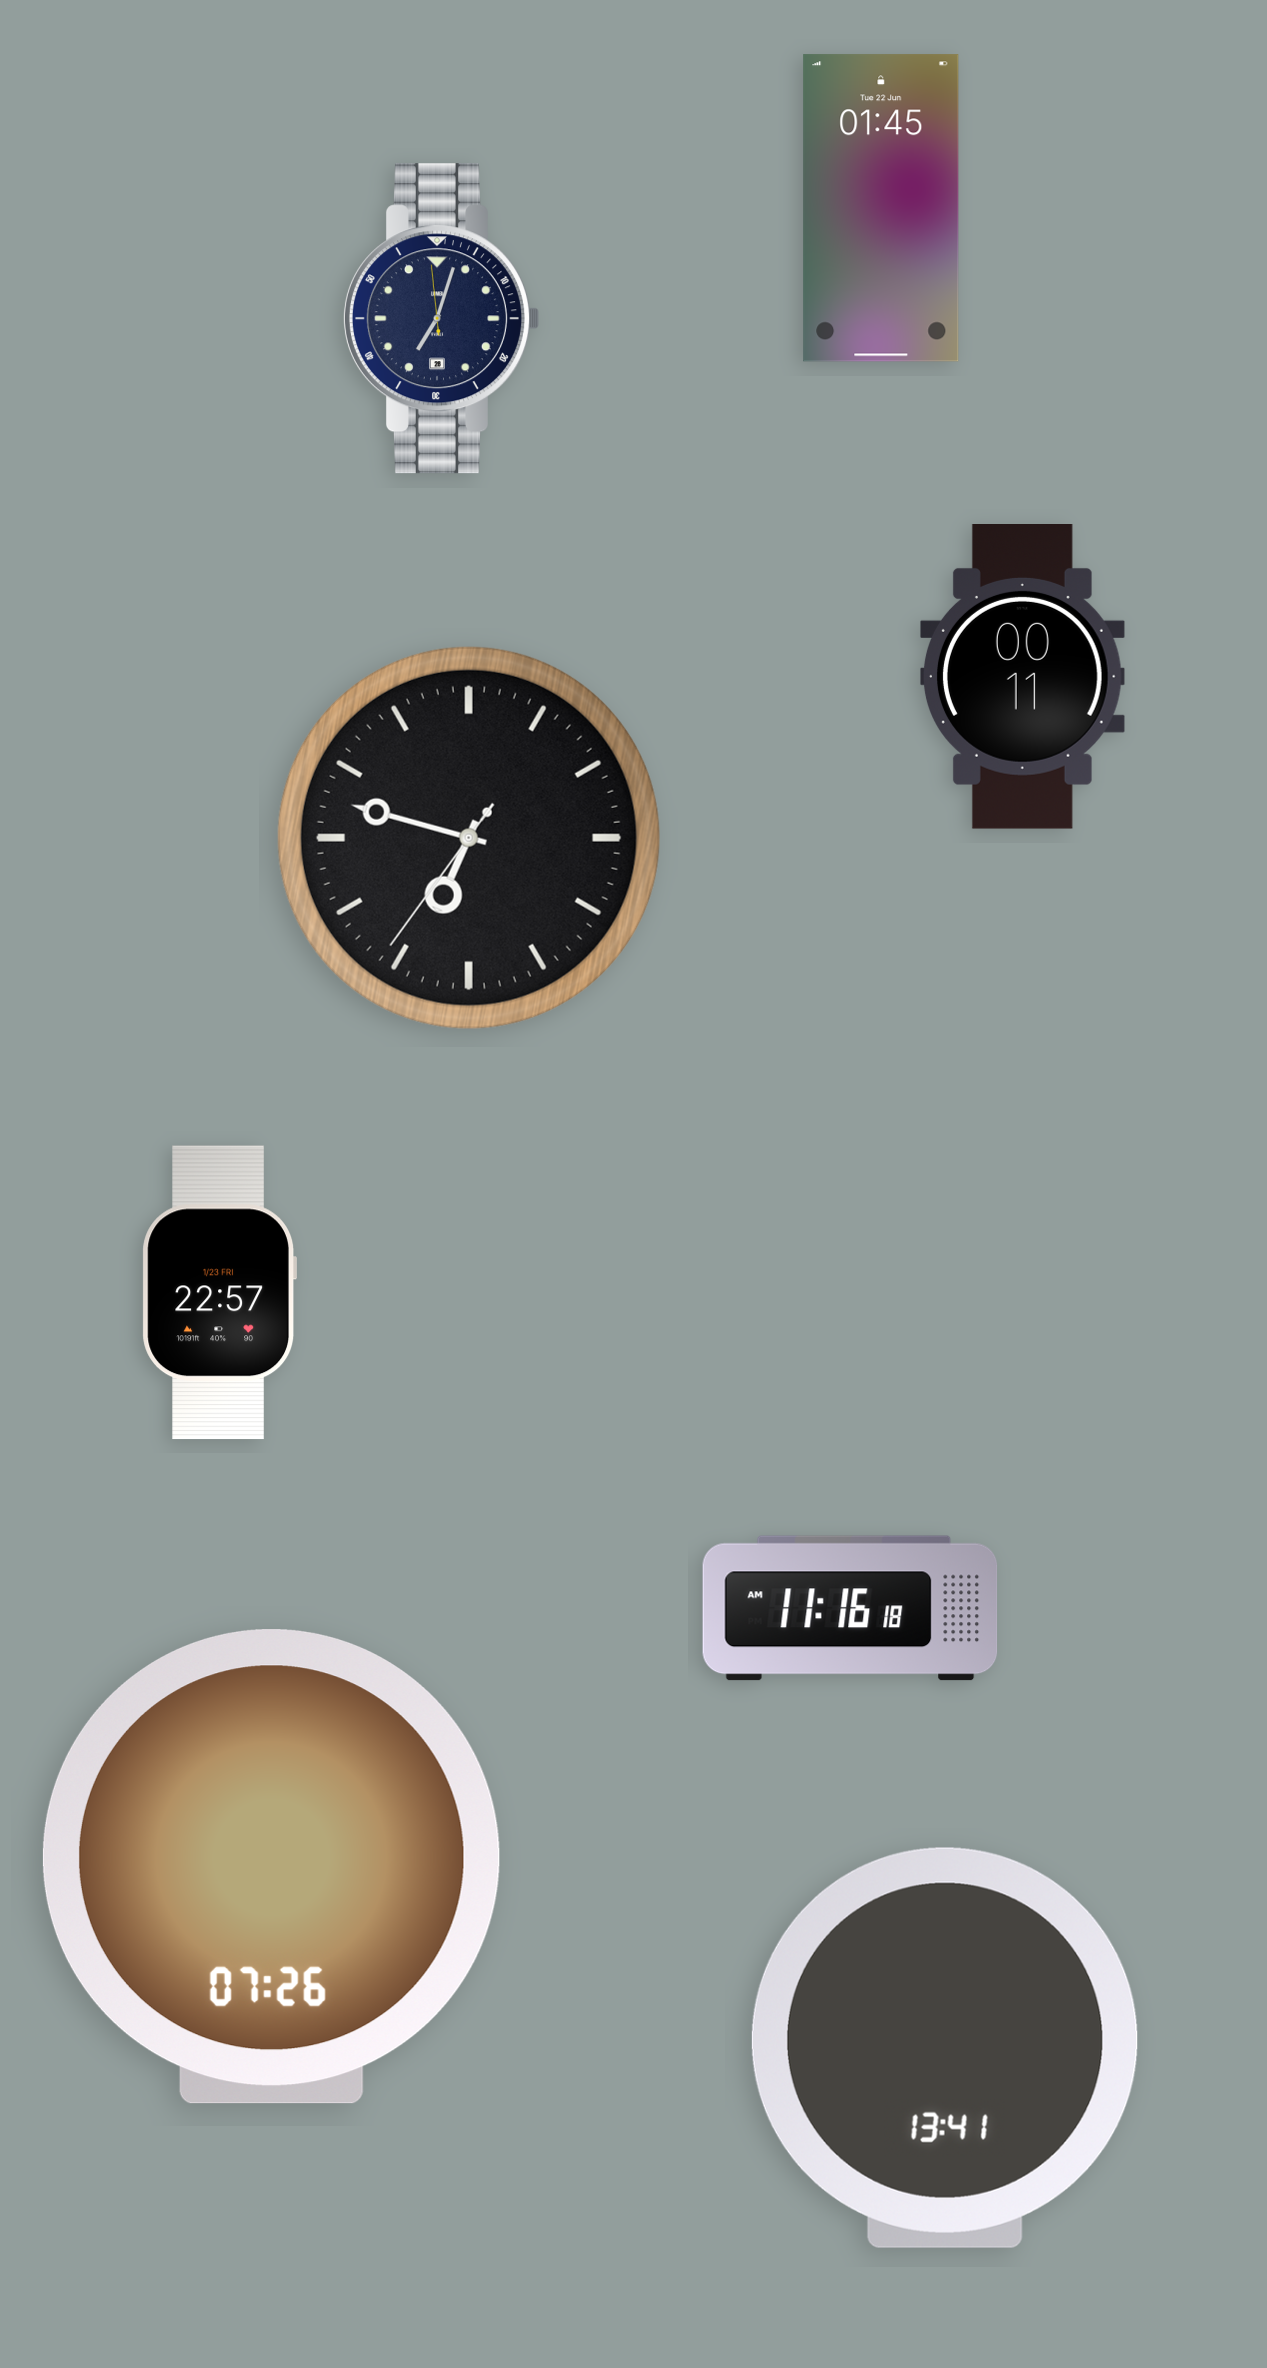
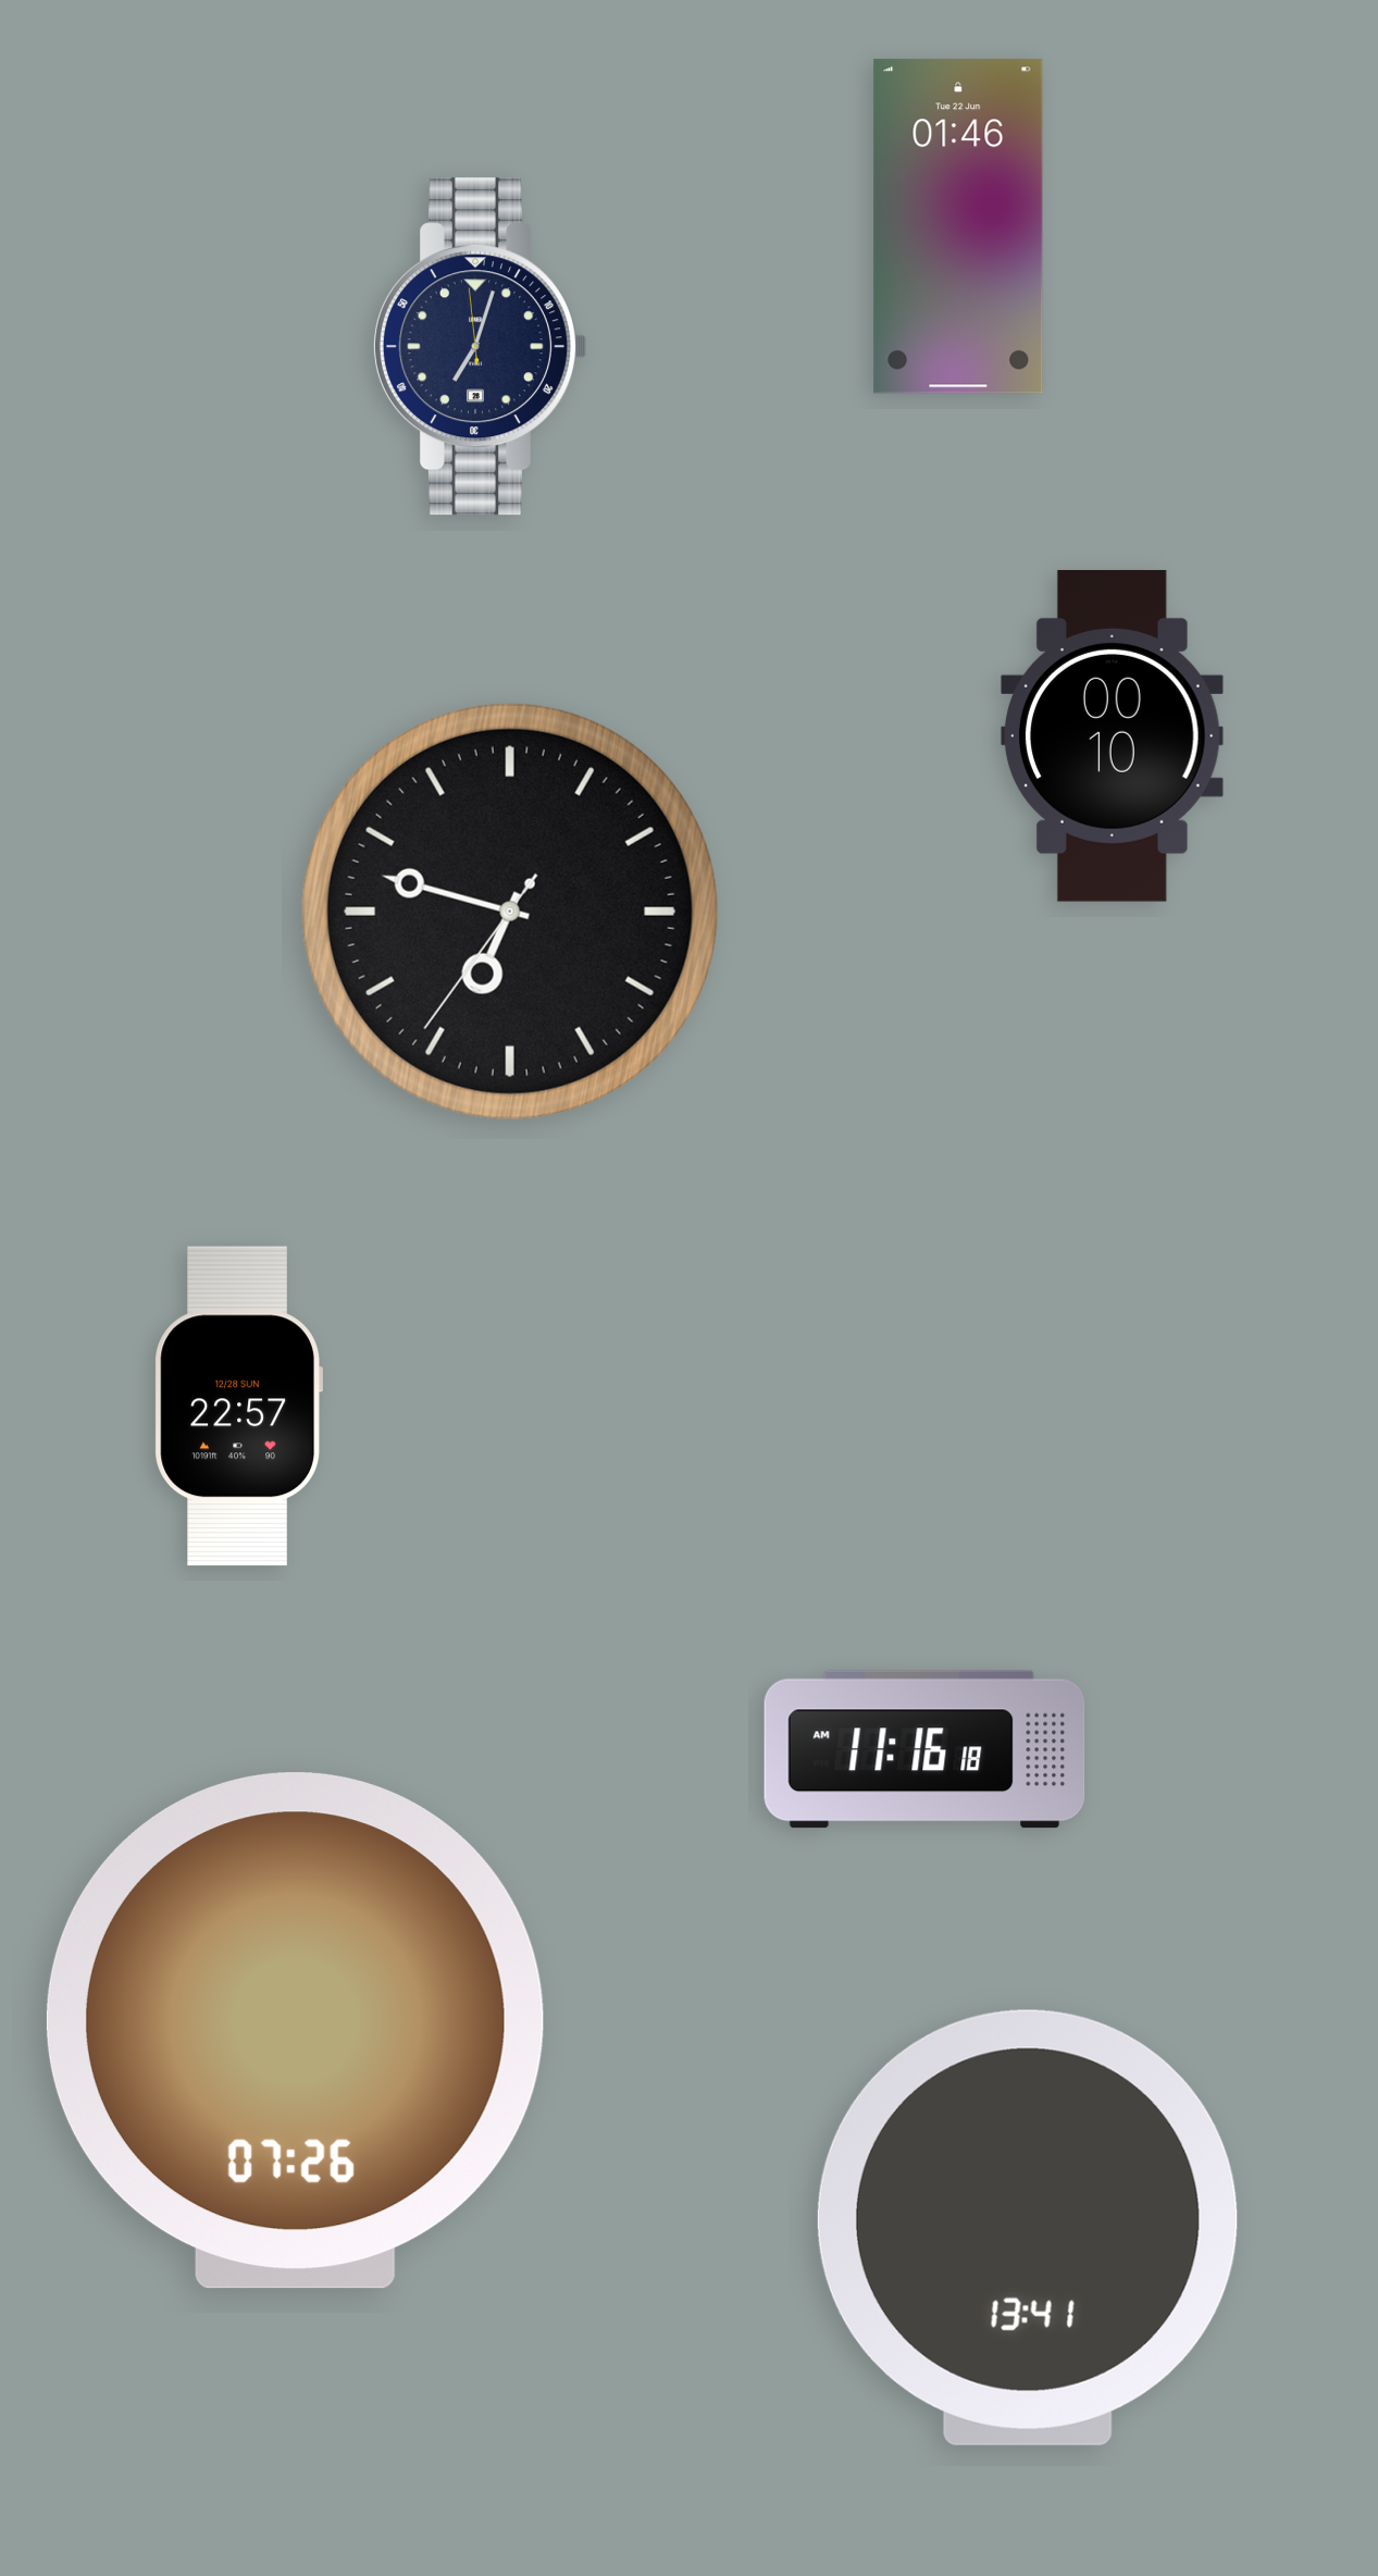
clock at (881, 208): 01:45 -> 01:46
clock at (1023, 677): 00:11 -> 00:10
clock at (219, 1293) date: 1/23 FRI -> 12/28 SUN
